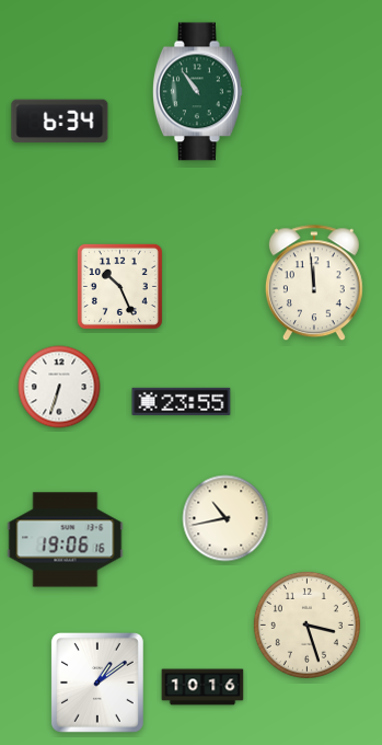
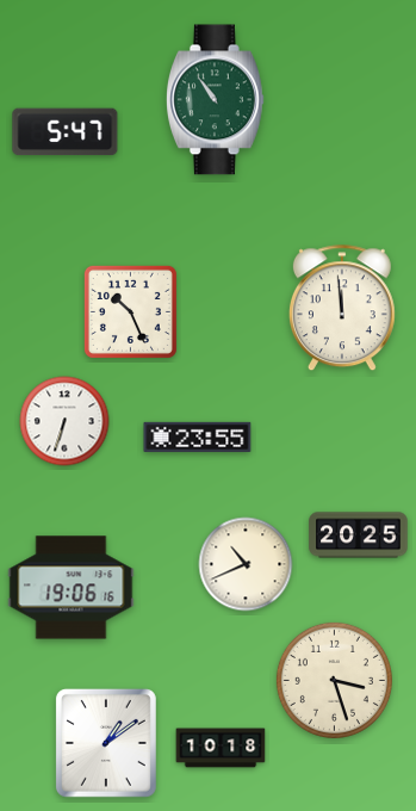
clock at (60, 122): 6:34 -> 5:47
clock at (359, 535): none -> 20:25
clock at (225, 518): 10:43 -> 10:41
clock at (202, 687): 10:16 -> 10:18
